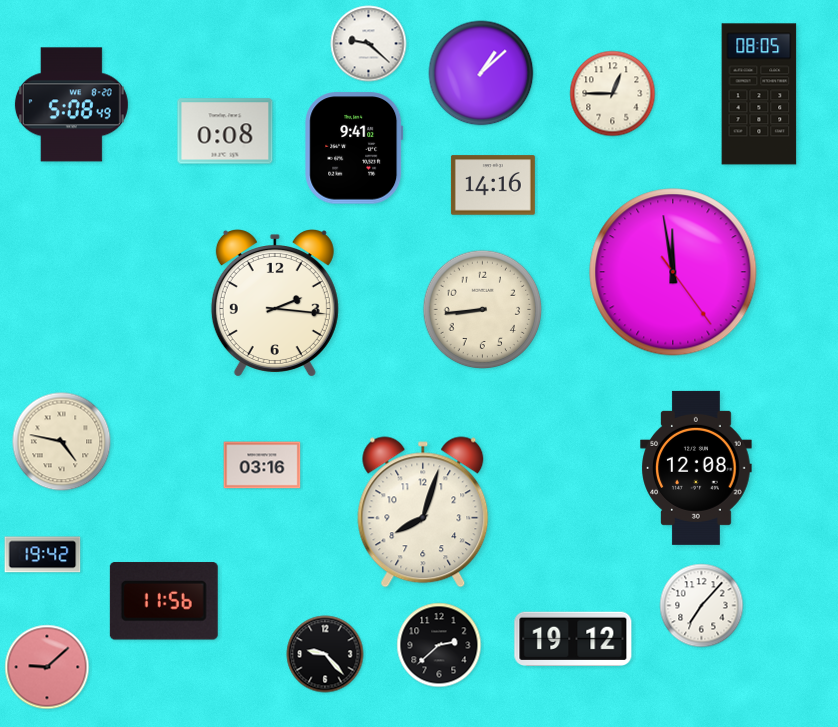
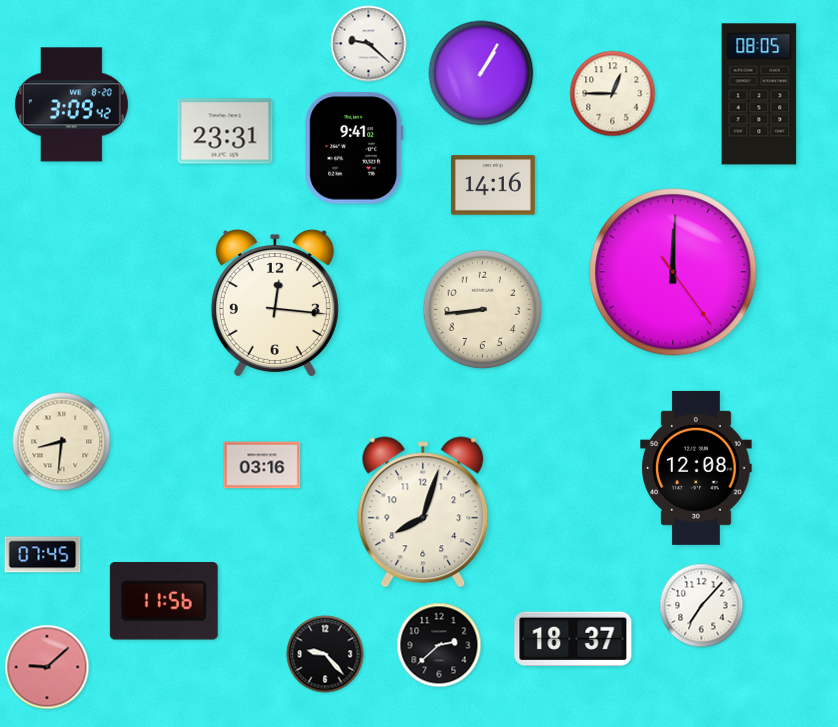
clock at (481, 73): 1:08 -> 1:05
clock at (71, 105): 5:08 -> 3:09
clock at (225, 131): 0:08 -> 23:31
clock at (673, 272): 11:58 -> 12:00
clock at (275, 303): 2:16 -> 12:16
clock at (62, 442): 4:47 -> 8:31
clock at (43, 555): 19:42 -> 07:45
clock at (573, 638): 19:12 -> 18:37
